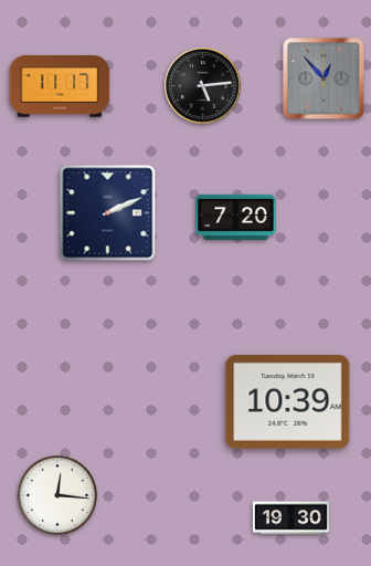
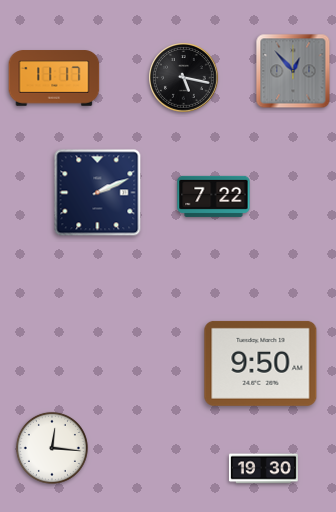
clock at (203, 86): 5:14 -> 5:17
clock at (236, 217): 7:20 -> 7:22
clock at (288, 401): 10:39 -> 9:50
